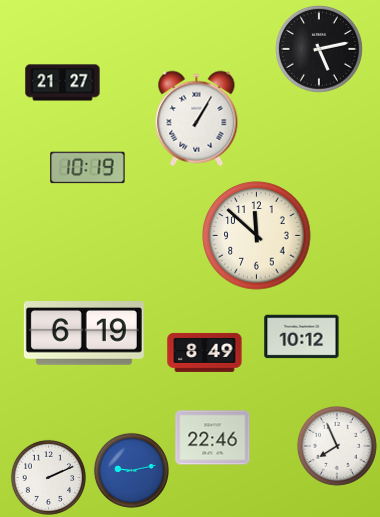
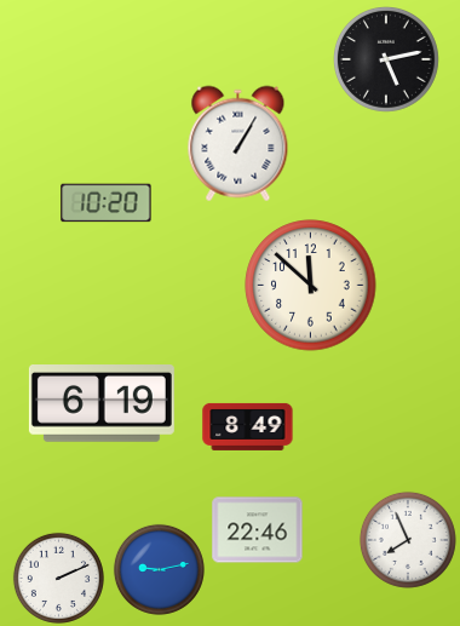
clock at (63, 83): 21:27 -> none
clock at (88, 168): 10:19 -> 10:20
clock at (302, 337): 10:12 -> none
